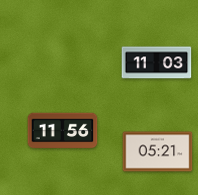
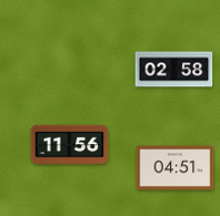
clock at (157, 63): 11:03 -> 02:58
clock at (158, 152): 05:21 -> 04:51
